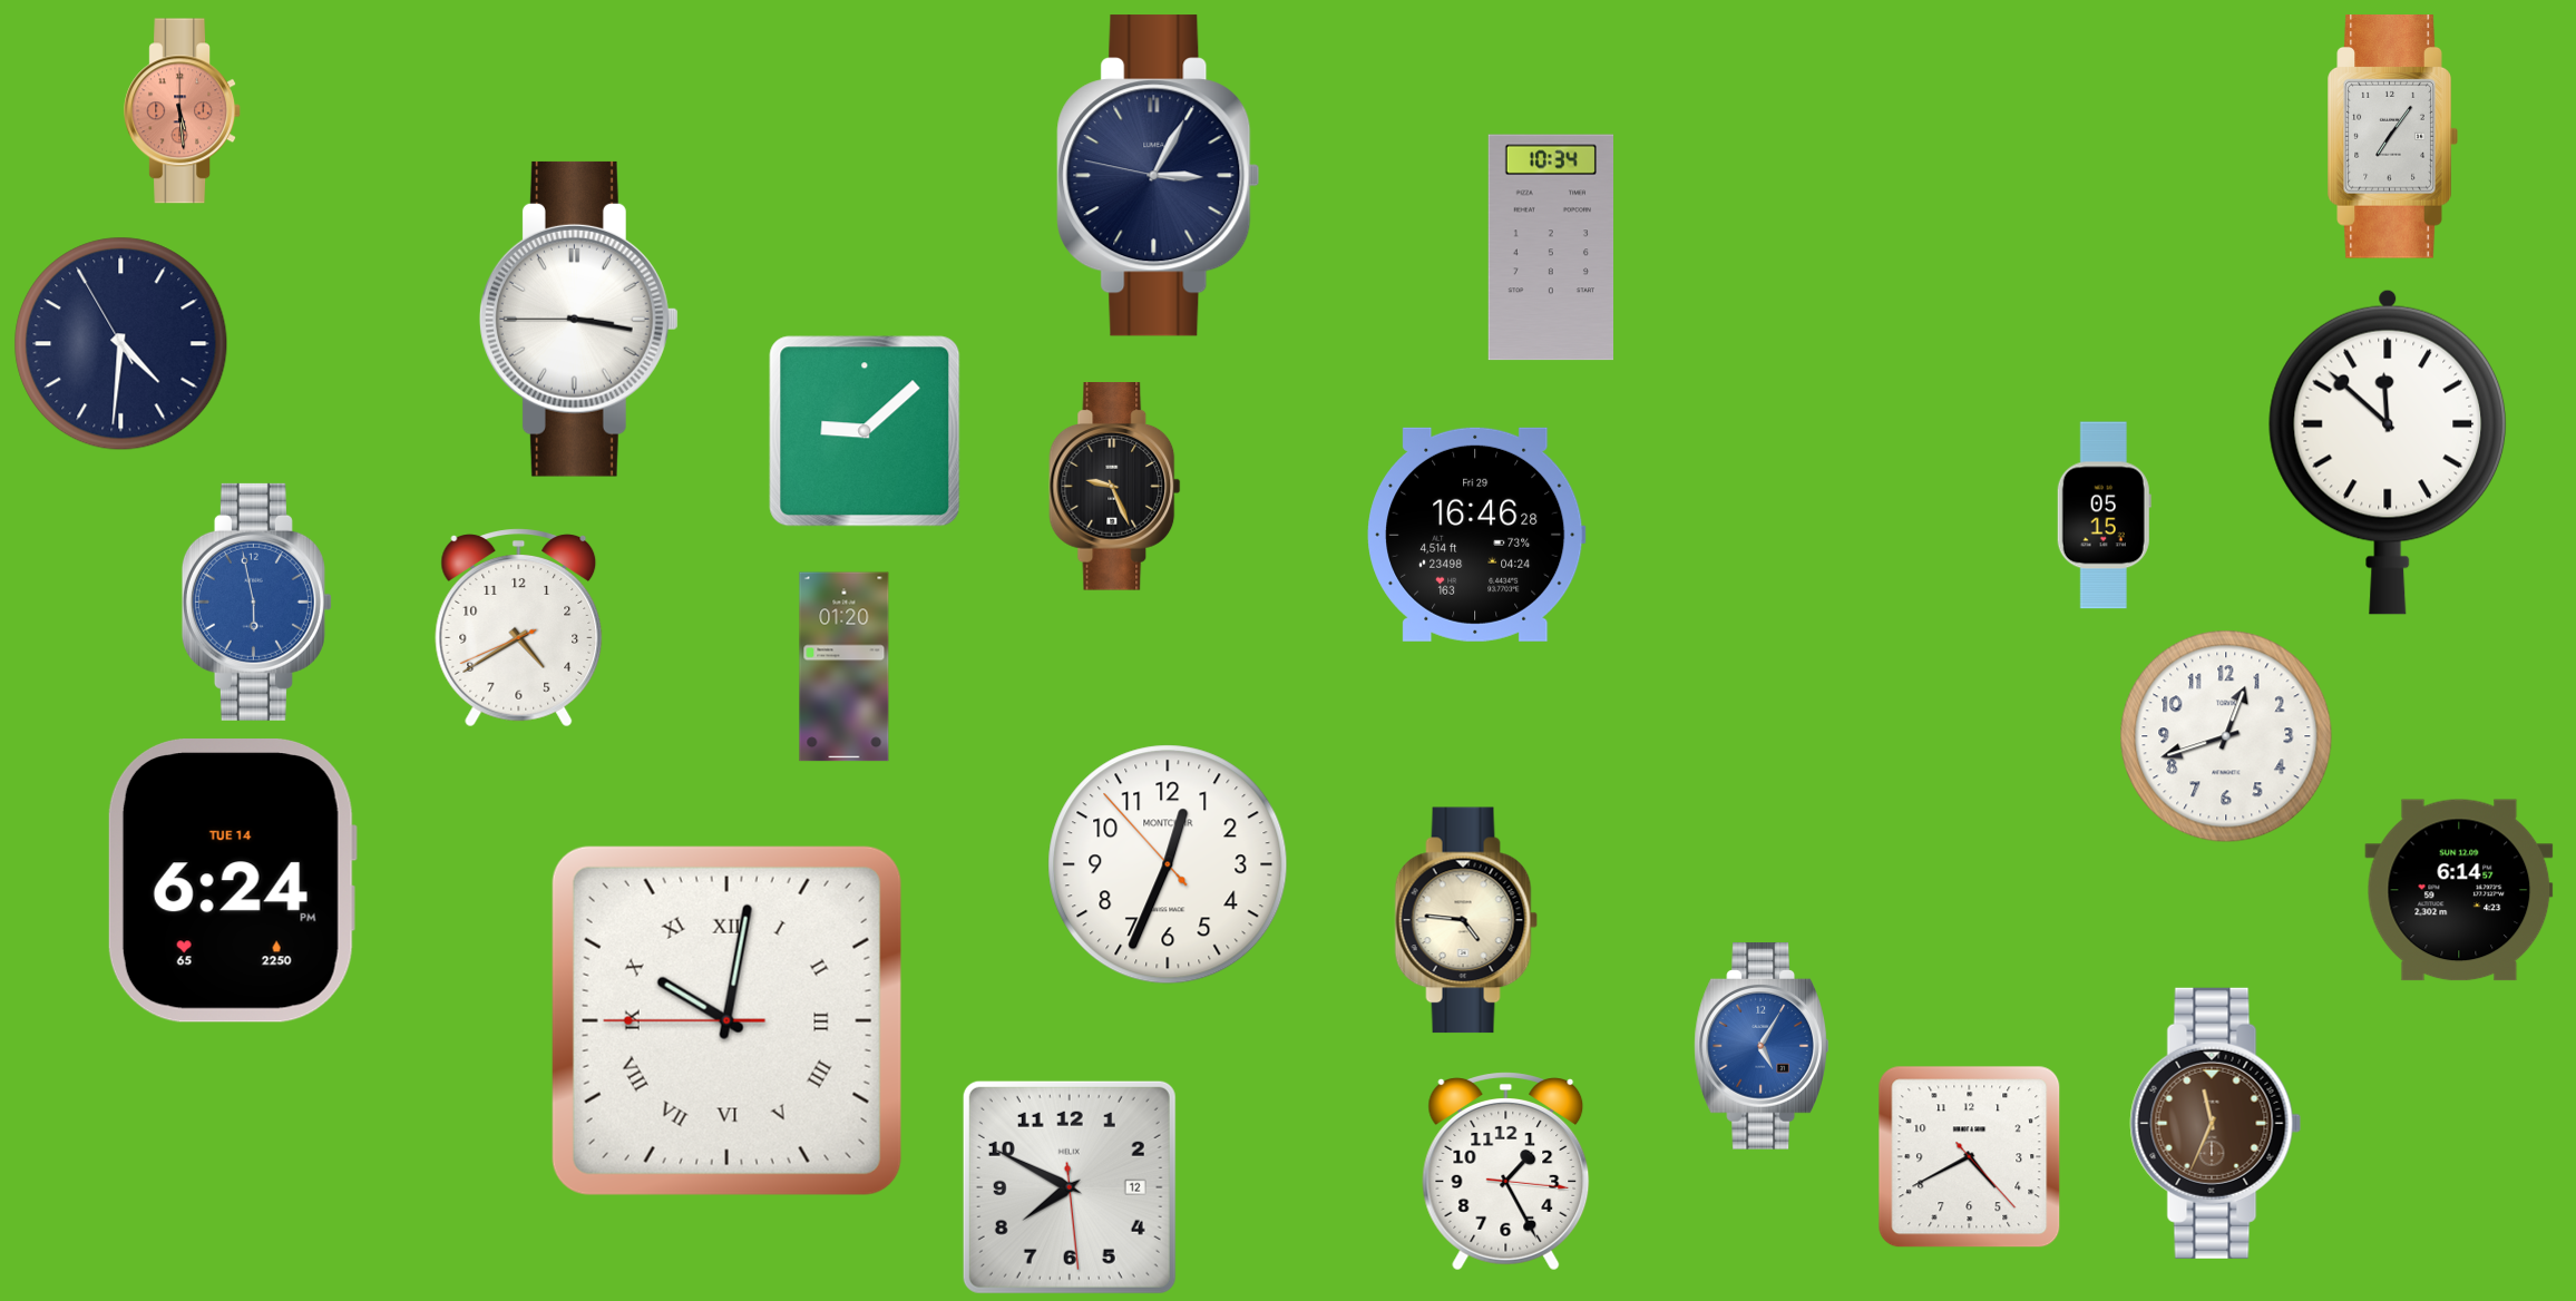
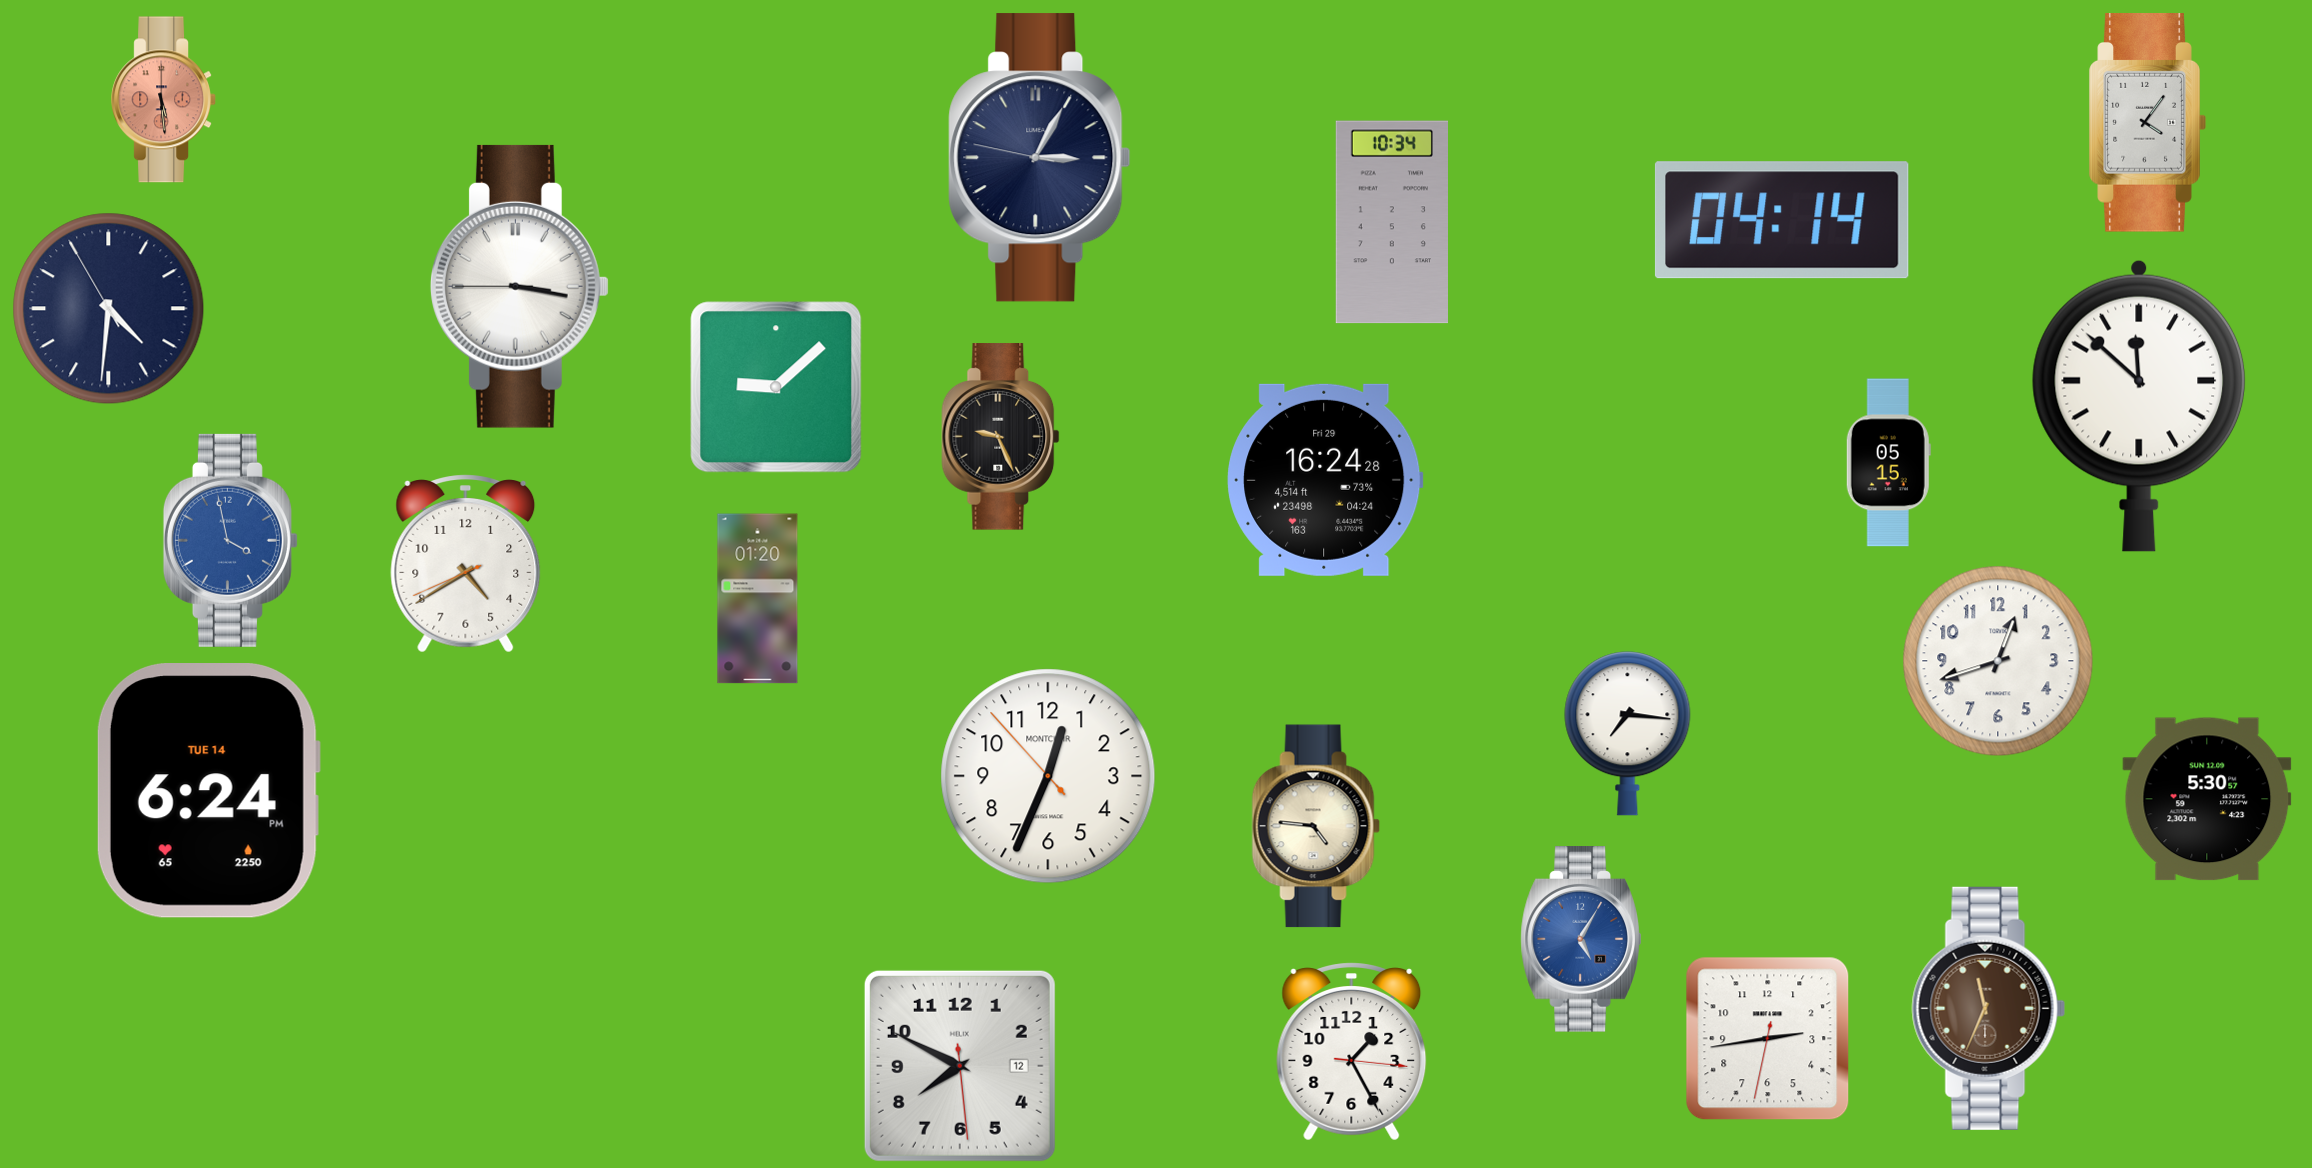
clock at (2392, 137): 7:06 -> 4:06
clock at (1782, 220): none -> 04:14
clock at (2388, 452) position: (2388, 452) -> (2139, 406)
clock at (1476, 535): 16:46 -> 16:24
clock at (256, 601): 5:58 -> 3:58
clock at (1628, 734): none -> 7:16
clock at (2459, 890): 6:14 -> 5:30
clock at (726, 1020): 10:01 -> none
clock at (1970, 1157): 4:40 -> 2:43
